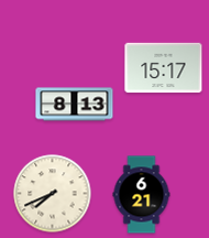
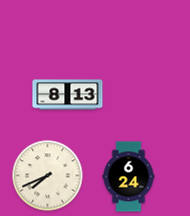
clock at (164, 68): 15:17 -> none
clock at (142, 195): 6:21 -> 6:24
